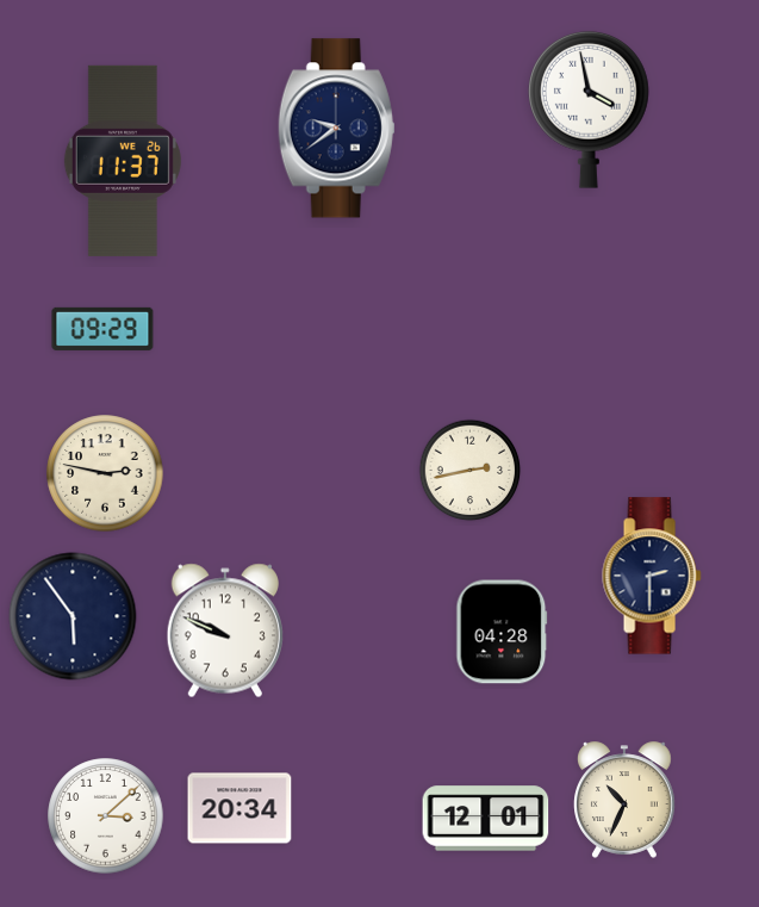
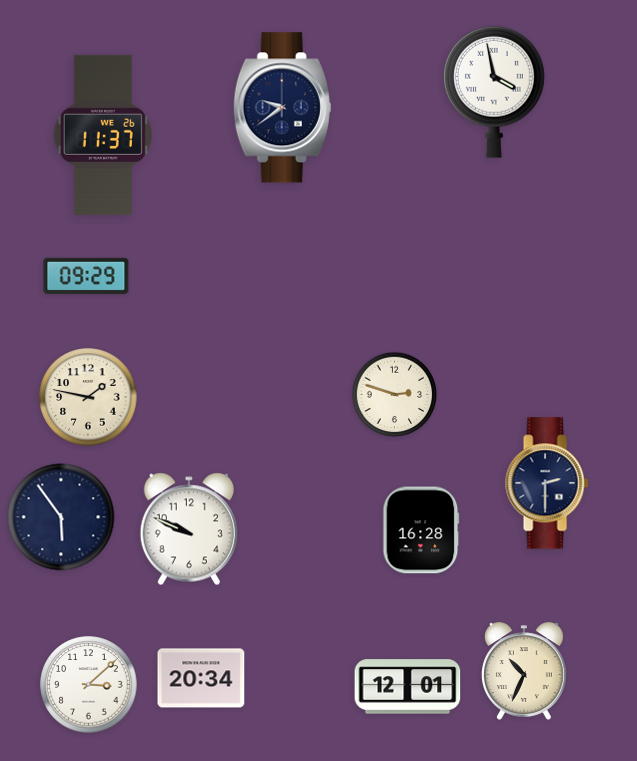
clock at (471, 471): 2:43 -> 2:48
clock at (105, 473): 2:47 -> 1:47
clock at (502, 632): 04:28 -> 16:28
